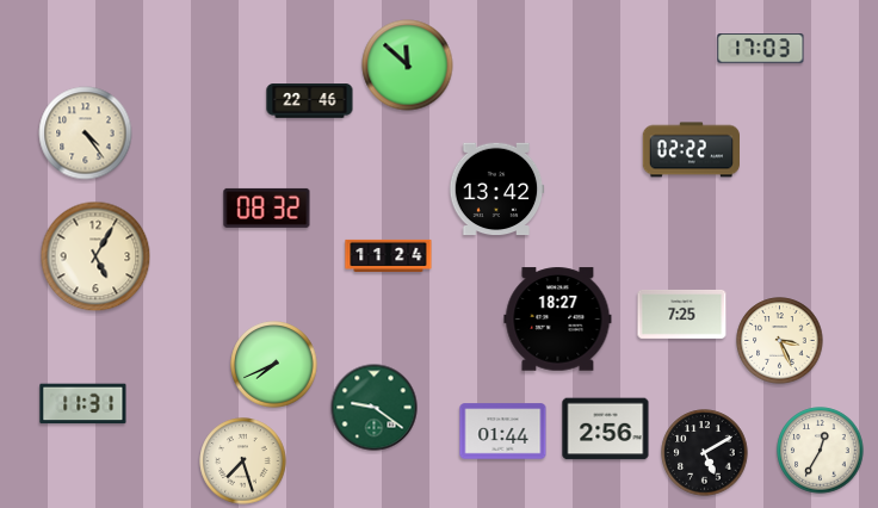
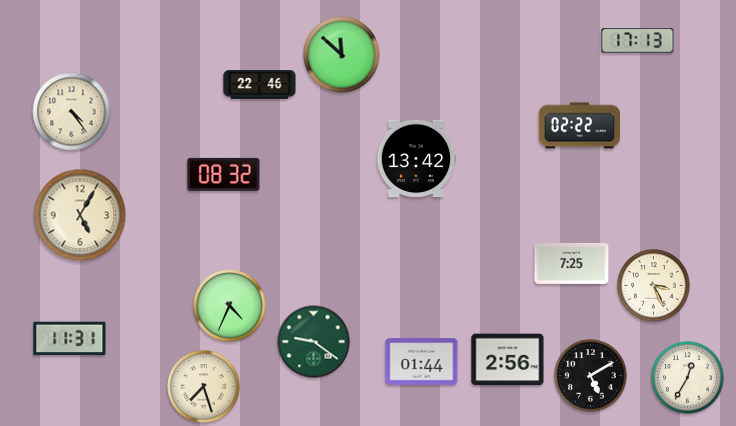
clock at (761, 49): 17:03 -> 17:13
clock at (389, 255): 11:24 -> none
clock at (558, 320): 18:27 -> none
clock at (274, 365): 7:41 -> 4:34
clock at (705, 453) position: (705, 453) -> (591, 376)
